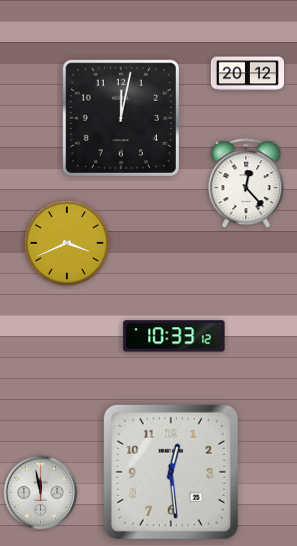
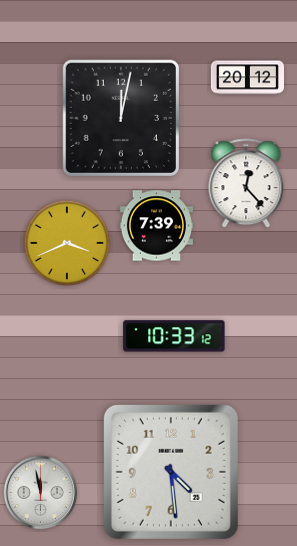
clock at (247, 74) position: (247, 74) -> (247, 78)
clock at (156, 226): none -> 7:39
clock at (171, 472): 12:29 -> 4:29
